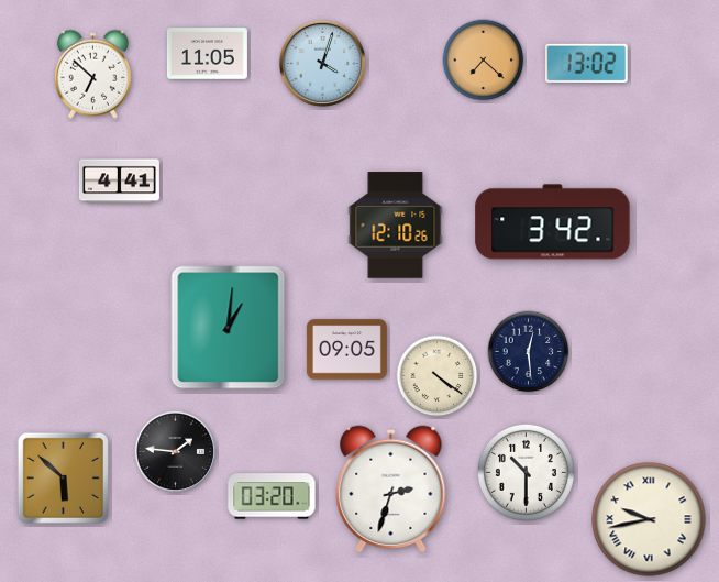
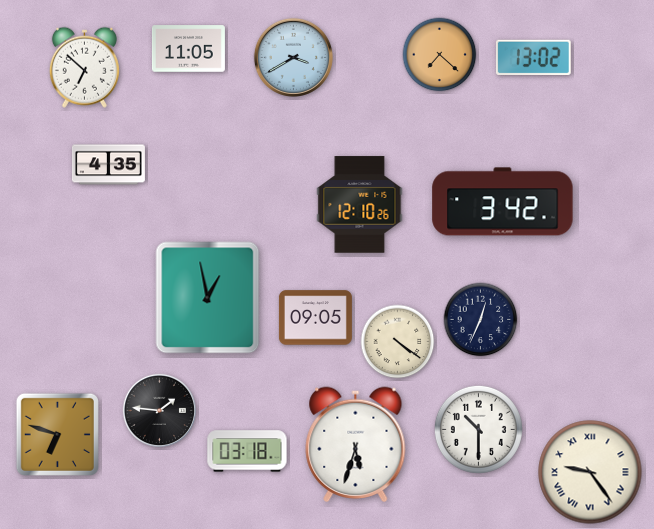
clock at (322, 63): 4:03 -> 3:40
clock at (119, 182): 4:41 -> 4:35
clock at (229, 328): 1:01 -> 12:58
clock at (529, 352): 12:29 -> 12:34
clock at (63, 477): 5:52 -> 6:48
clock at (391, 488): 2:33 -> 5:33
clock at (272, 496): 03:20 -> 03:18
clock at (649, 519): 9:43 -> 9:24
